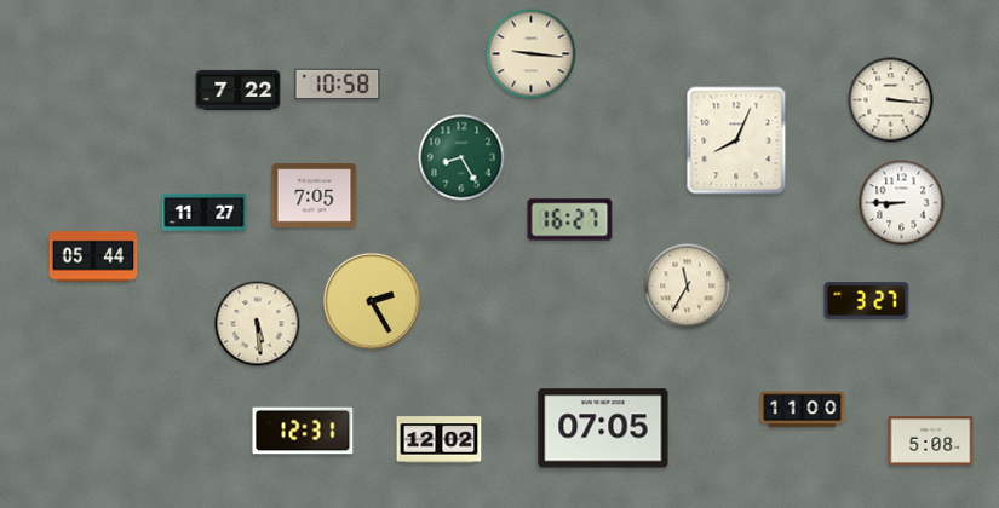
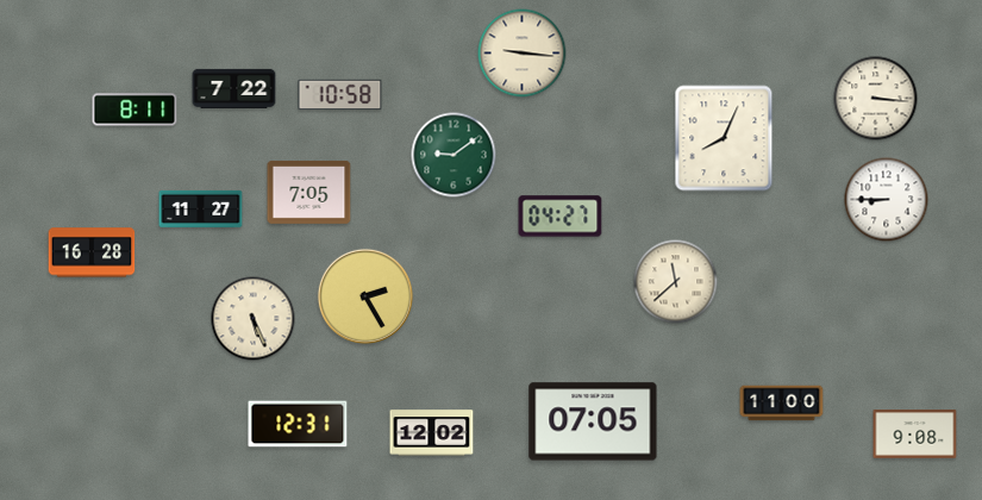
clock at (338, 85) position: (338, 85) -> (340, 95)
clock at (135, 110): none -> 8:11
clock at (461, 157): 8:25 -> 9:09
clock at (570, 220): 16:27 -> 04:27
clock at (93, 256): 05:44 -> 16:28
clock at (688, 287): 11:35 -> 11:38
clock at (867, 301): 3:27 -> none
clock at (258, 324): 5:29 -> 5:26
clock at (803, 410) position: (803, 410) -> (782, 404)
clock at (931, 441): 5:08 -> 9:08
